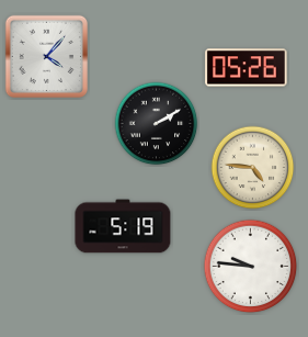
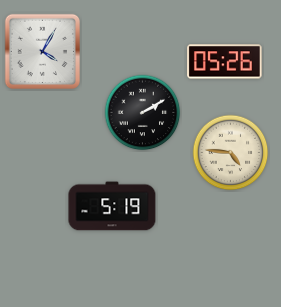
clock at (46, 56): 4:07 -> 4:05
clock at (251, 267): 9:46 -> none
